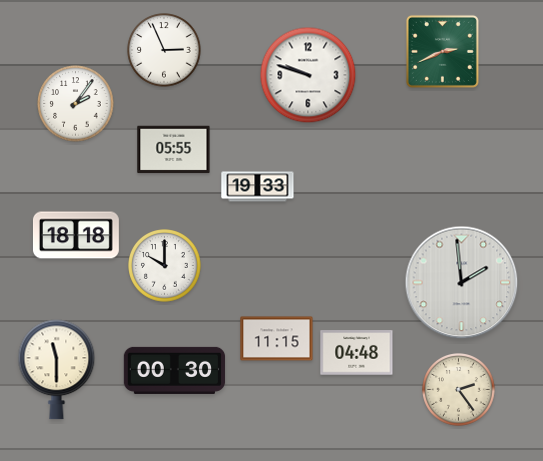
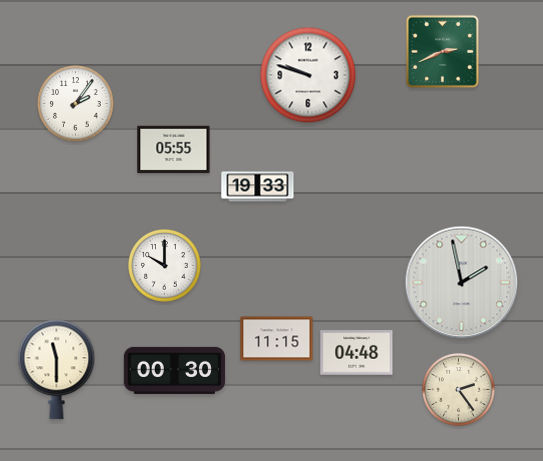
clock at (164, 50): 2:56 -> none
clock at (76, 235): 18:18 -> none
clock at (462, 283): 1:59 -> 1:58
